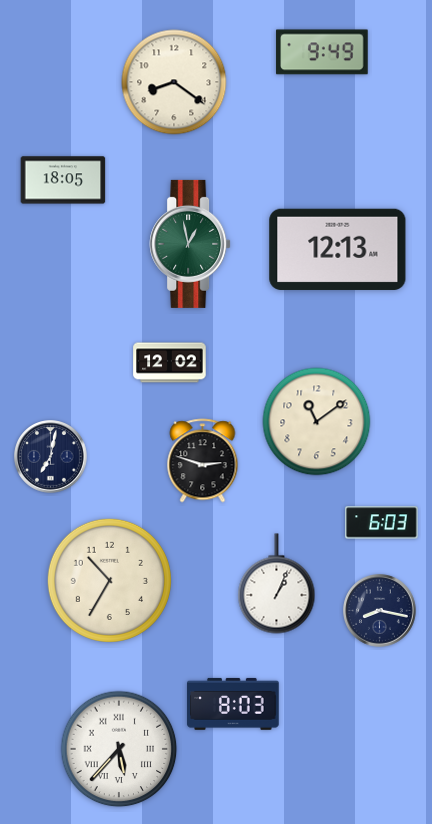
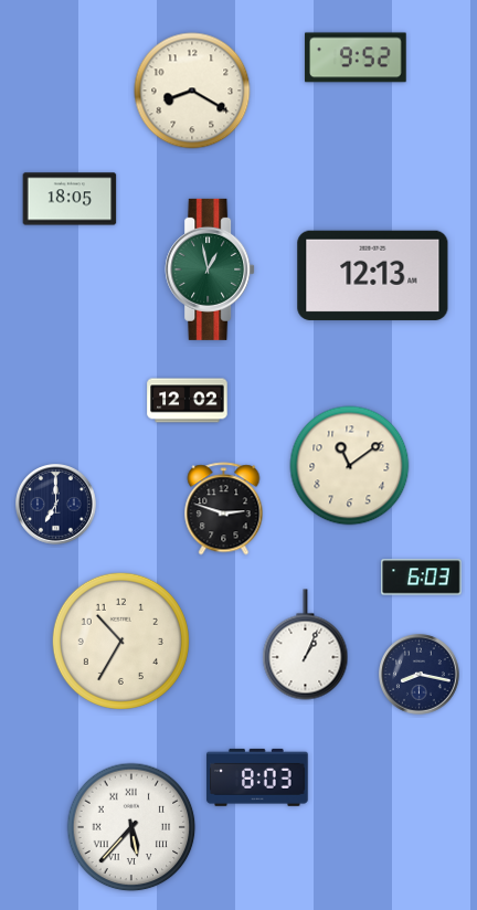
clock at (322, 52): 9:49 -> 9:52
clock at (174, 82): 8:21 -> 8:20
clock at (51, 457): 7:02 -> 7:00
